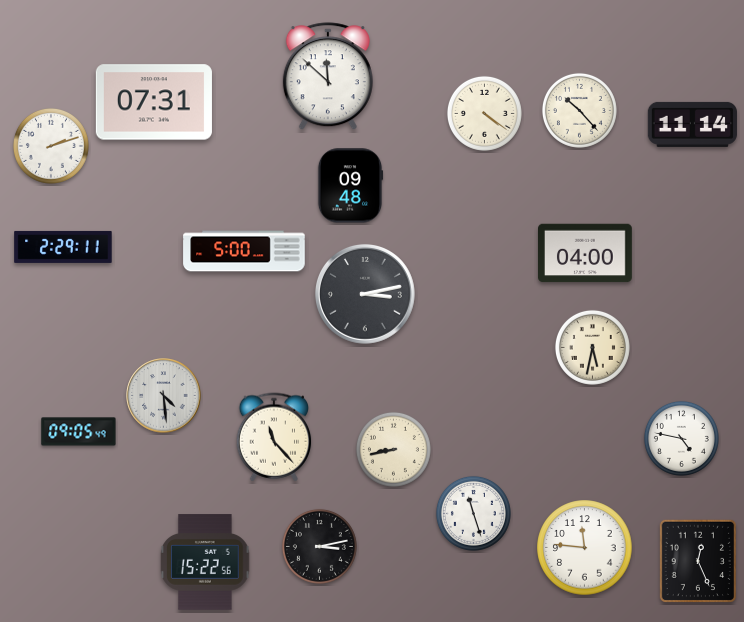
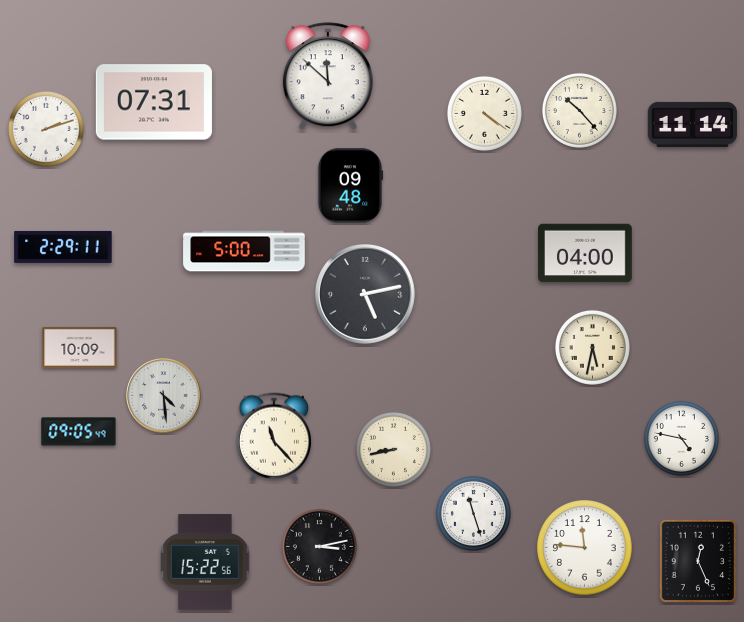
clock at (51, 146) position: (51, 146) -> (46, 129)
clock at (365, 294): 3:13 -> 5:13
clock at (80, 347): none -> 10:09
